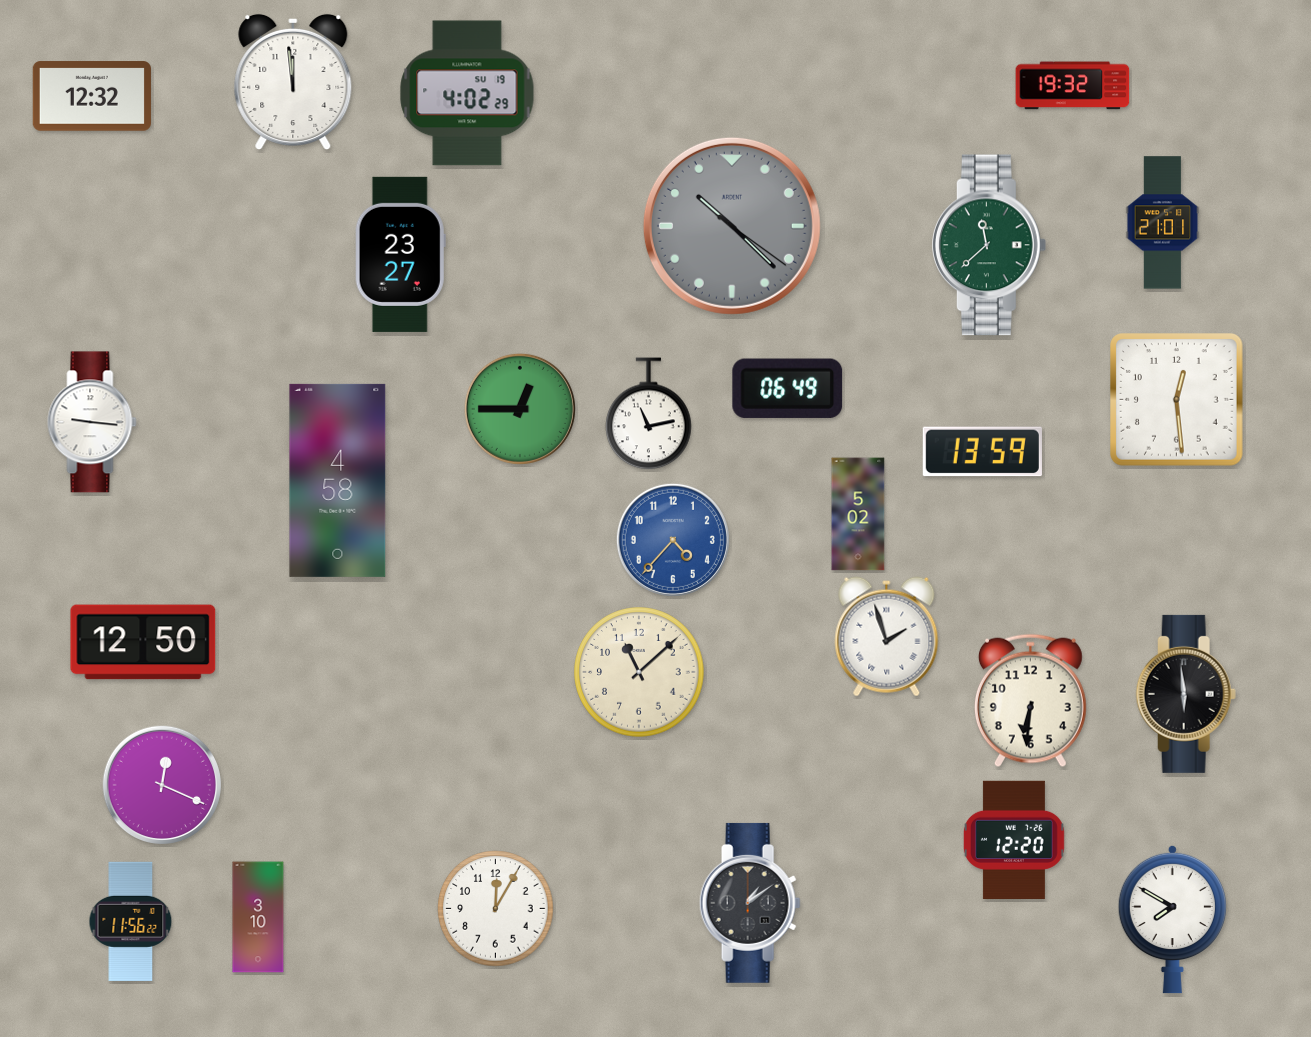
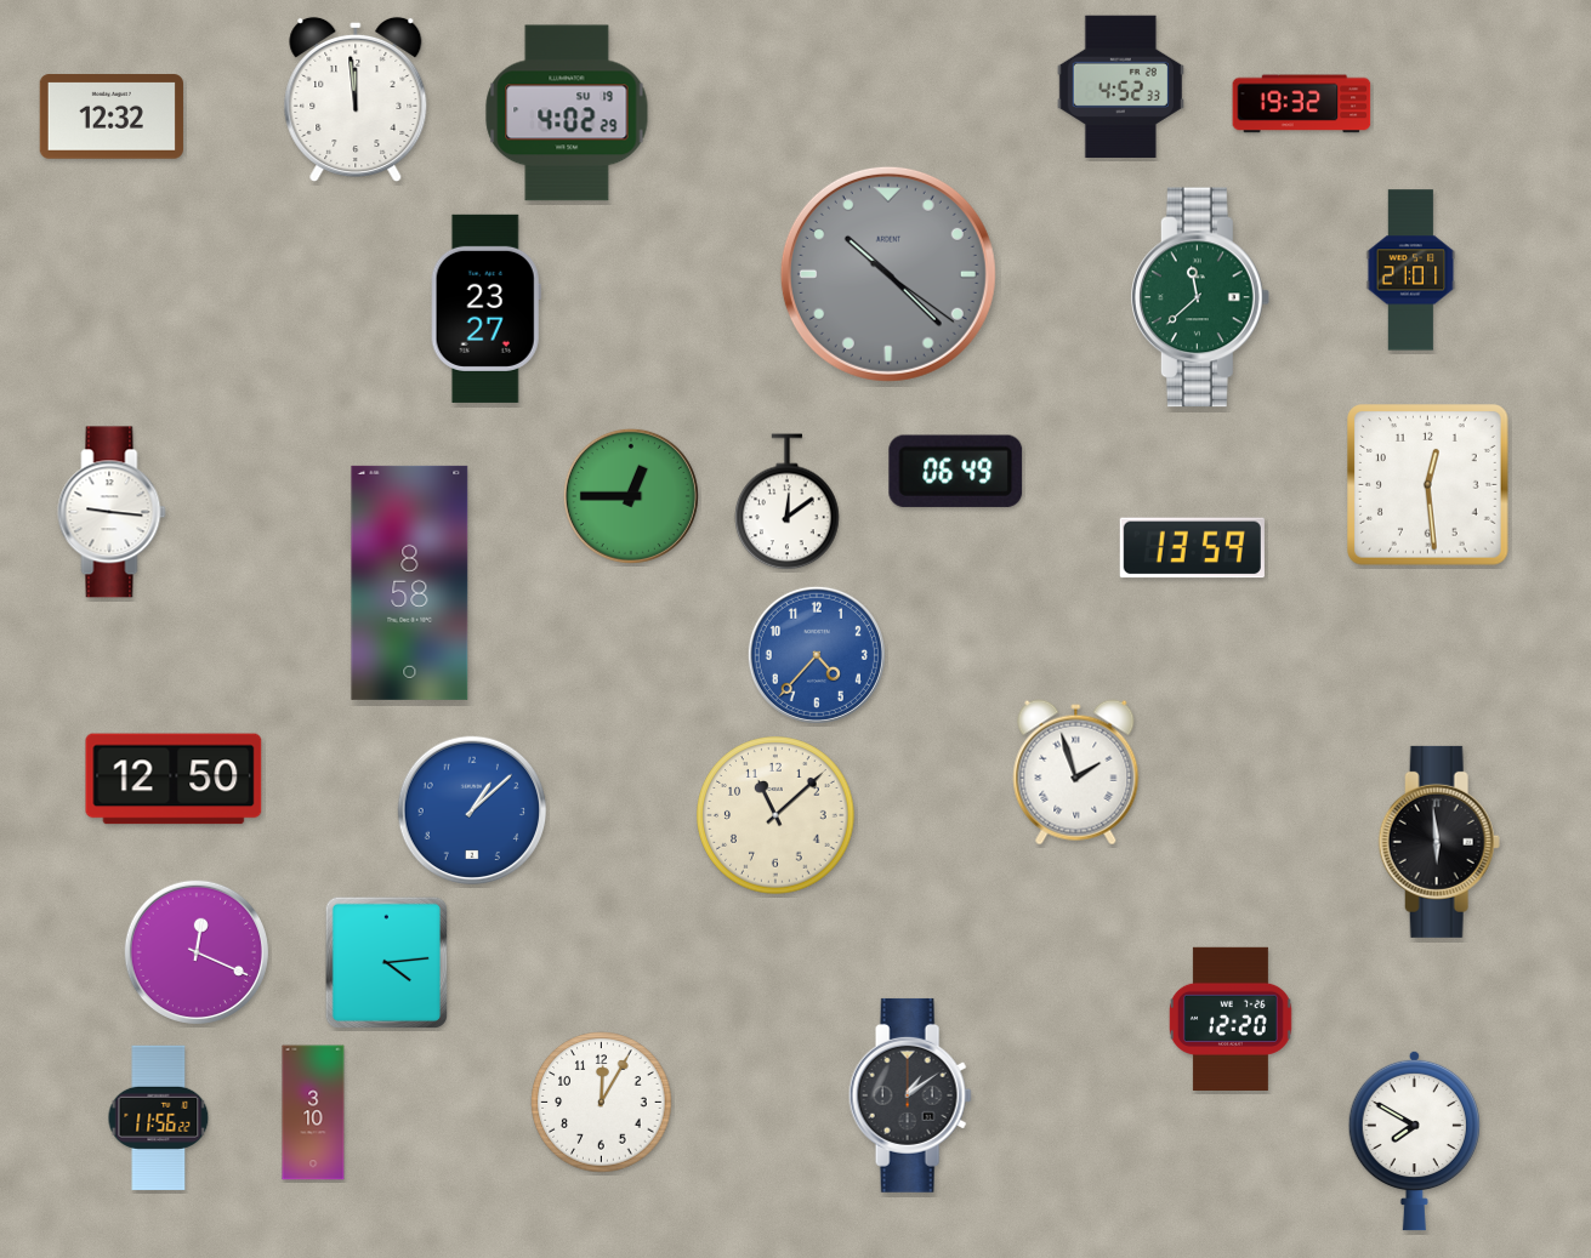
clock at (1120, 86): none -> 4:52
clock at (649, 414): 11:13 -> 12:09
clock at (338, 480): 4:58 -> 8:58
clock at (858, 514): 5:02 -> none
clock at (472, 810): none -> 1:08
clock at (1030, 701): 6:31 -> none
clock at (386, 962): none -> 4:14
clock at (1172, 919) position: (1172, 919) -> (1414, 1140)
